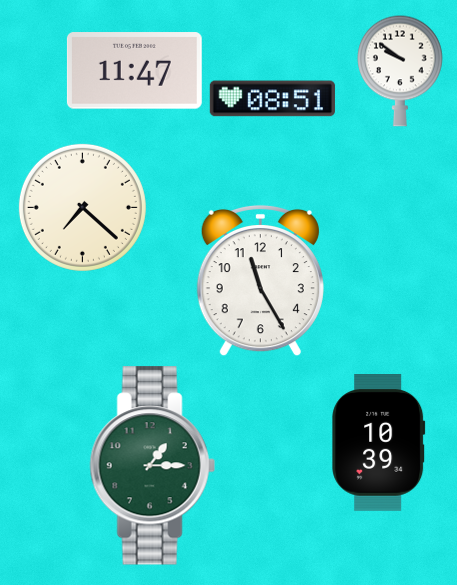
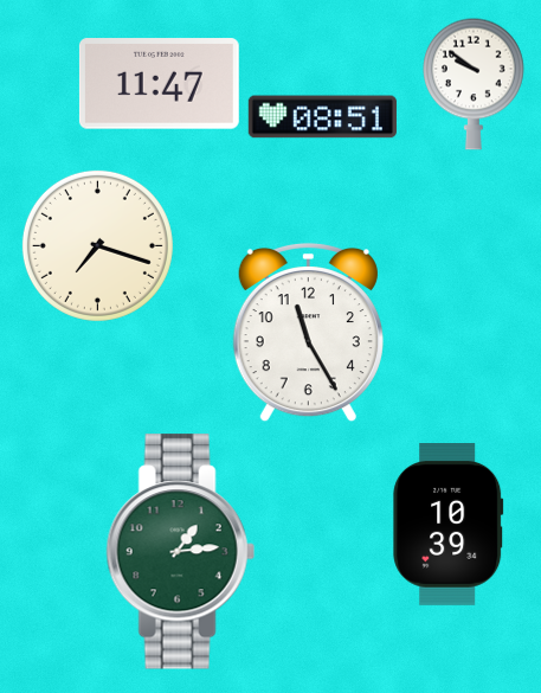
clock at (82, 207): 7:22 -> 7:18
clock at (152, 466): 1:15 -> 1:14
